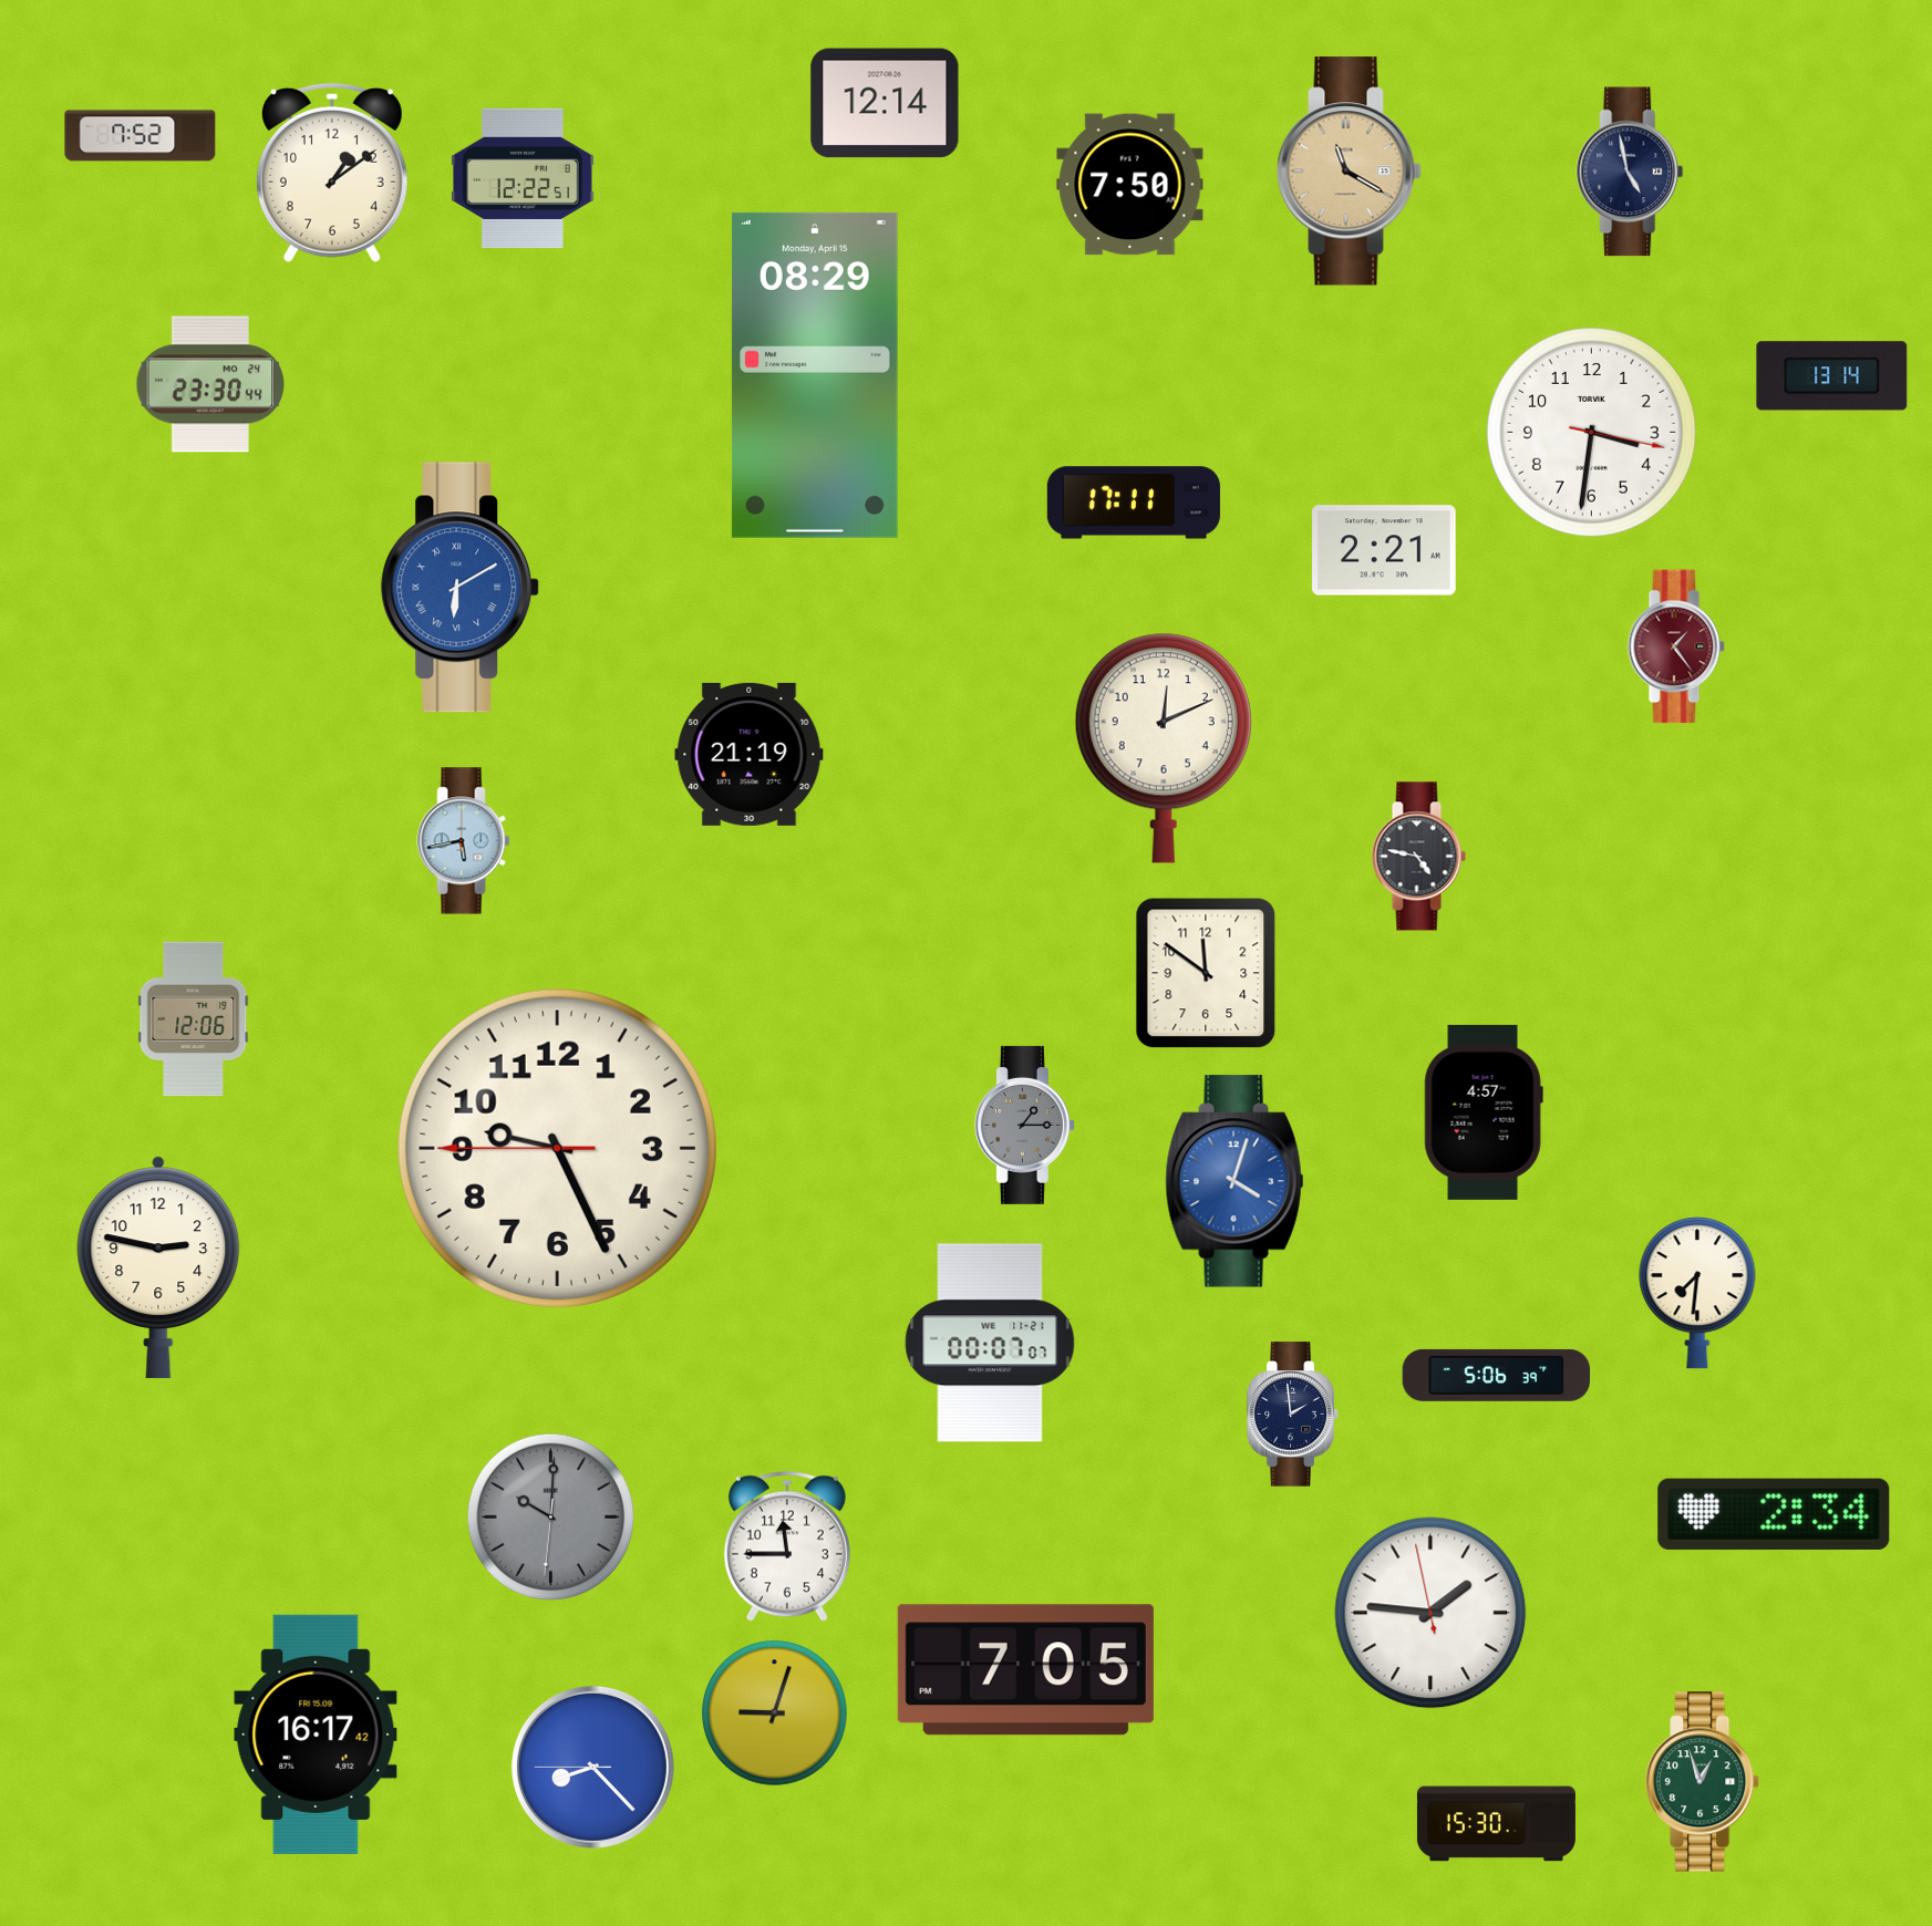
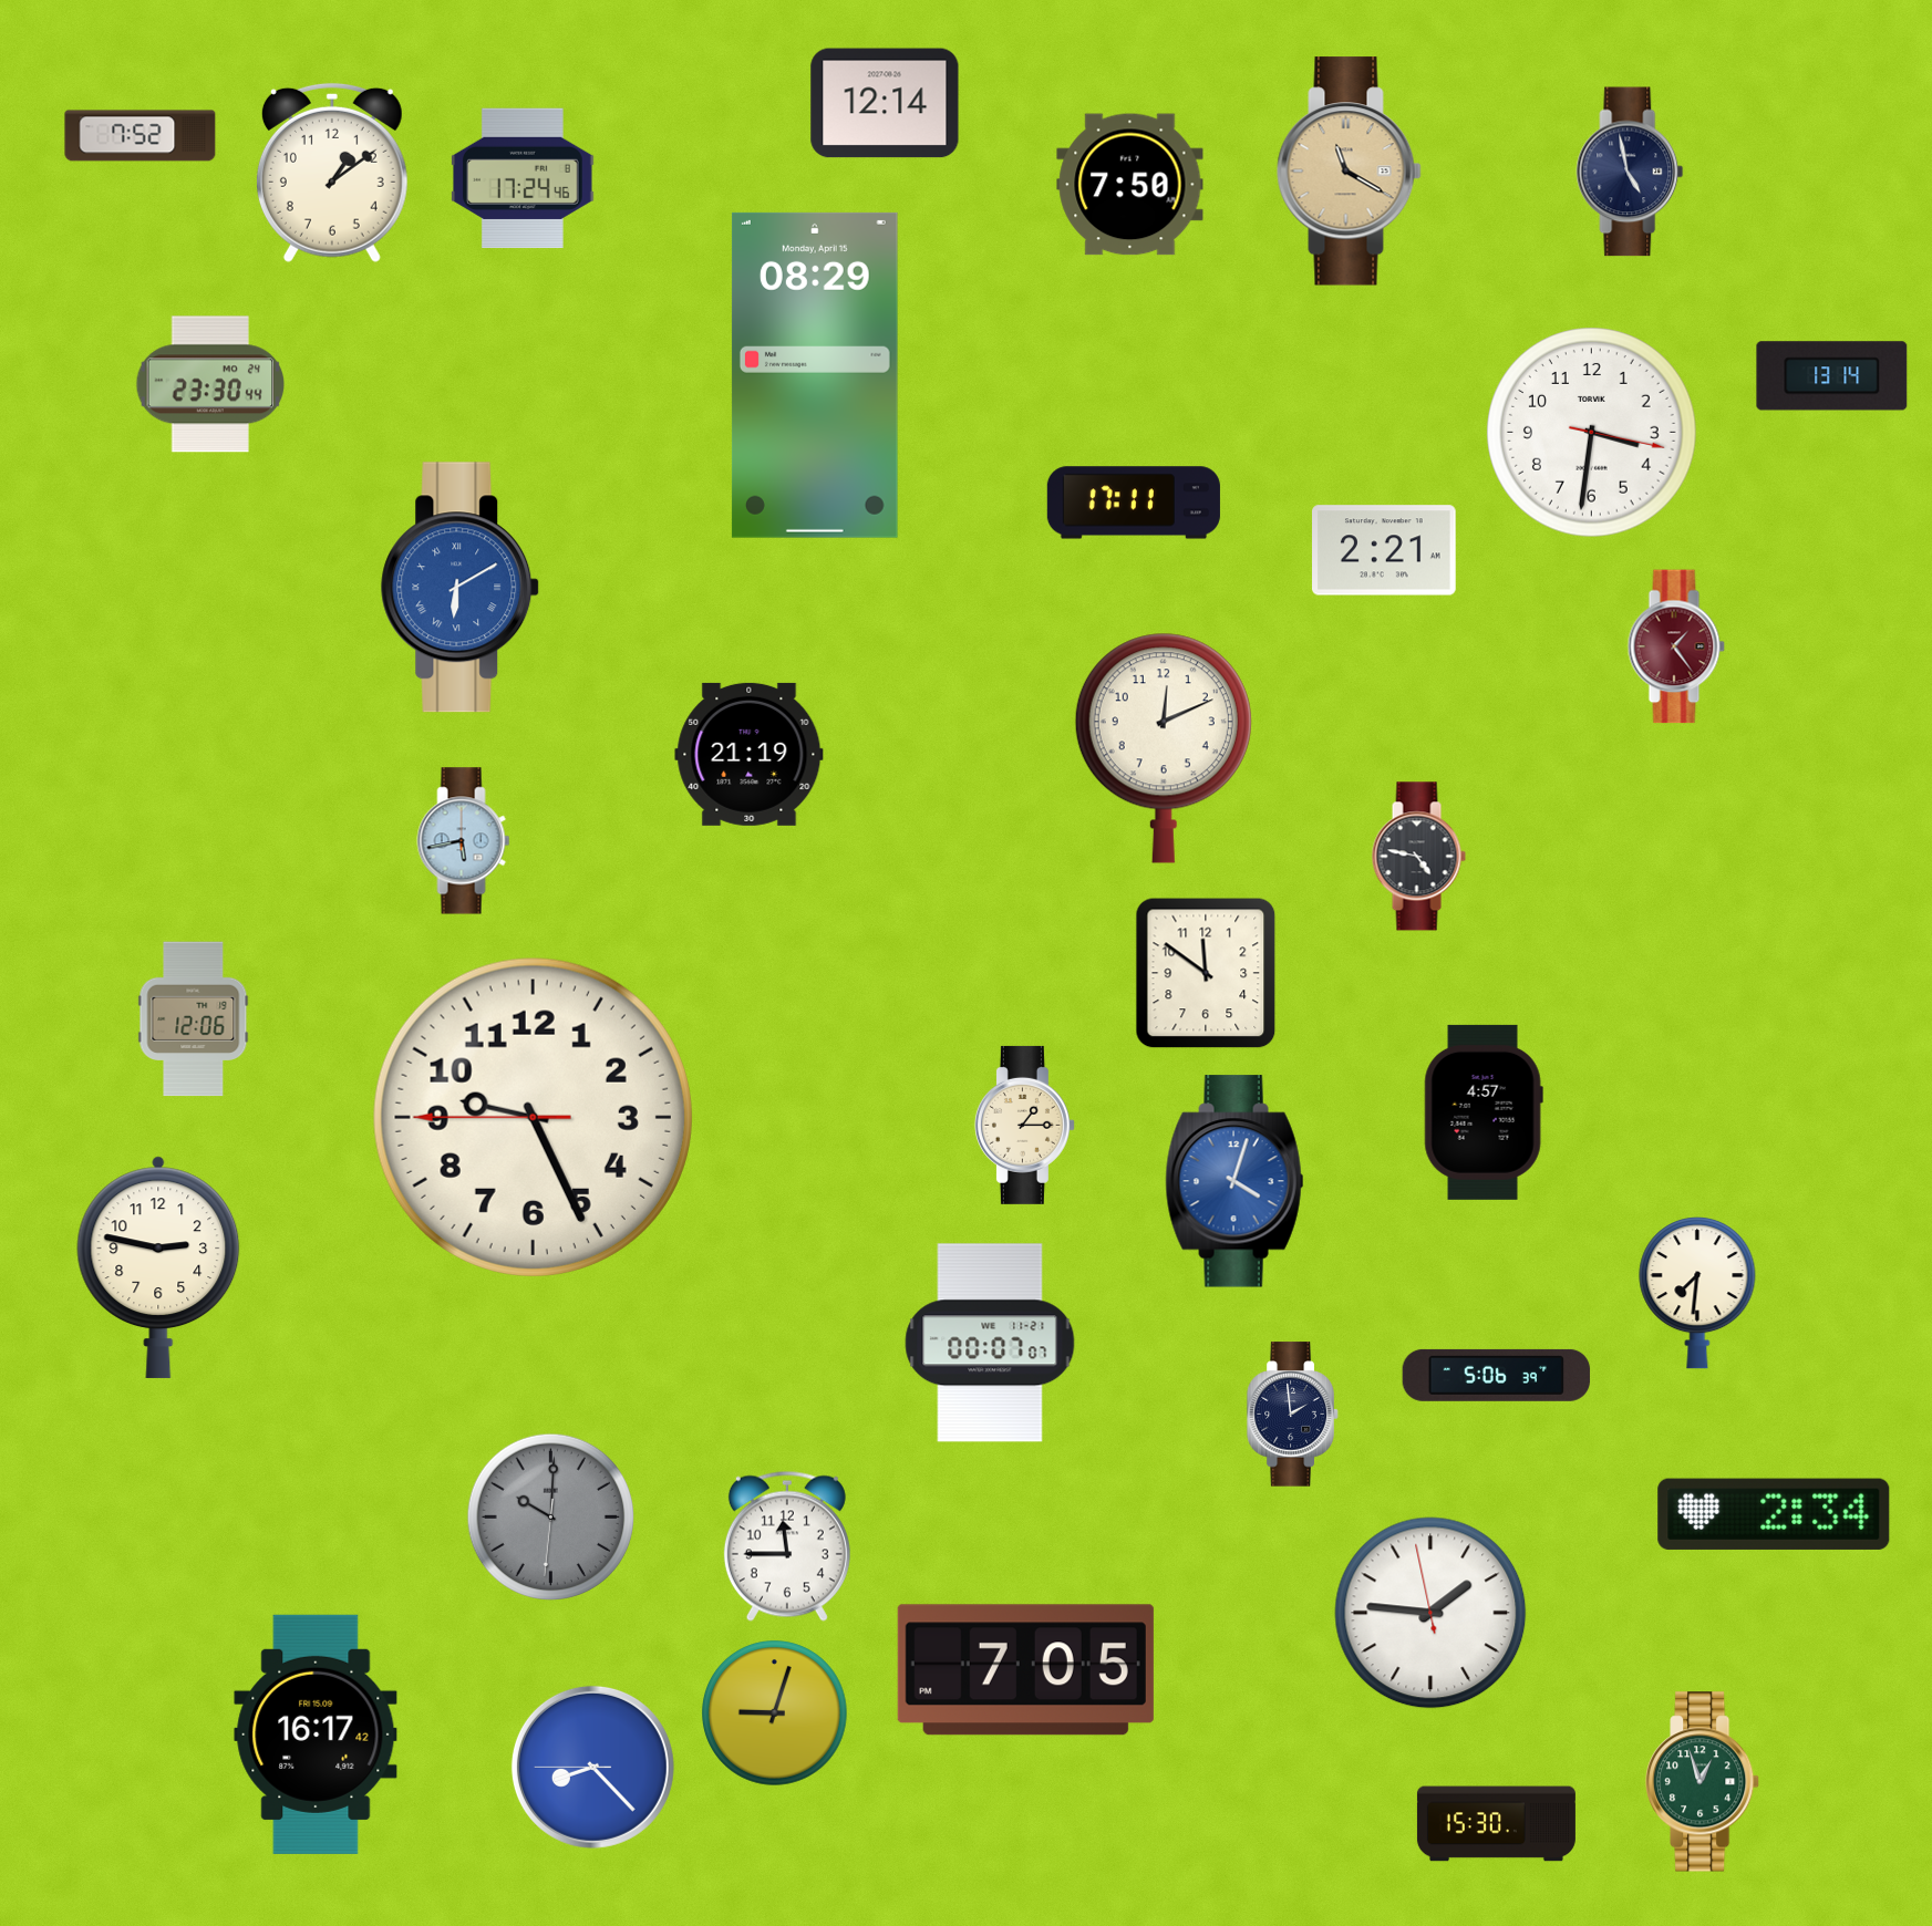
clock at (524, 178): 12:22 -> 17:24
clock at (1024, 1125) dial: grey -> cream
clock at (557, 1148) position: (557, 1148) -> (533, 1117)
